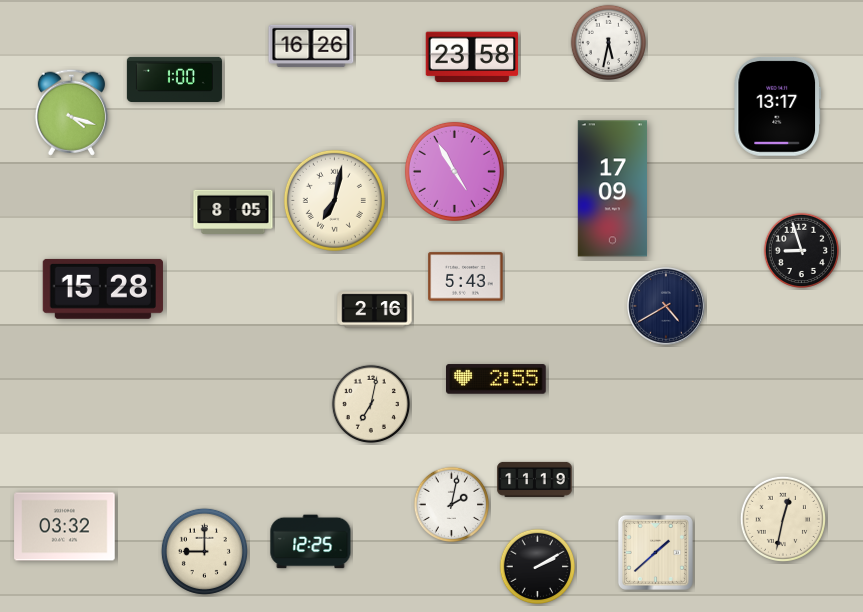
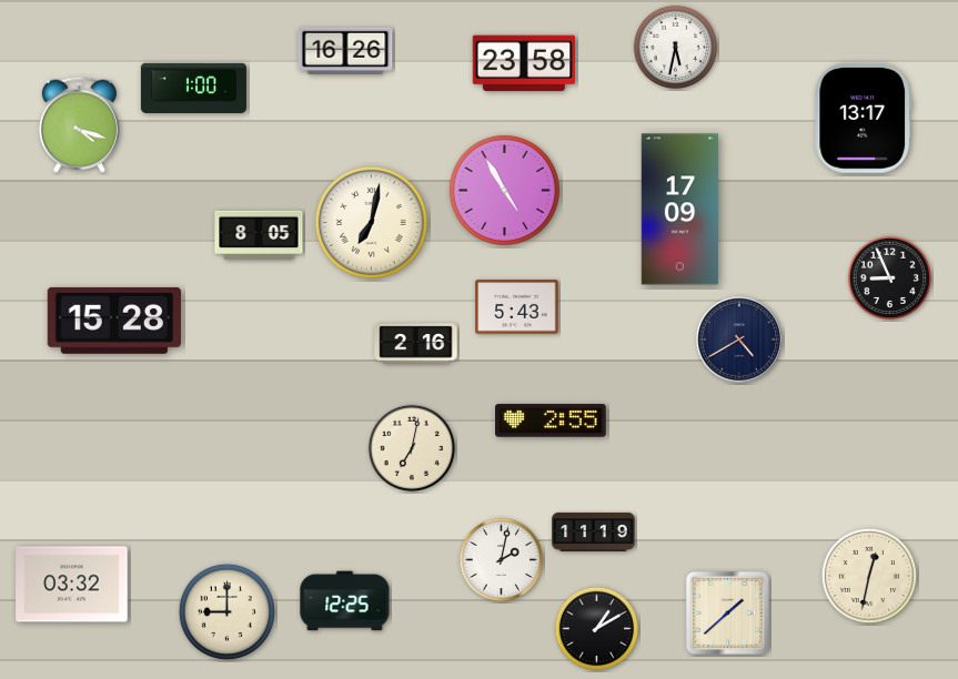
clock at (802, 251): 8:57 -> 8:56
clock at (538, 567): 2:10 -> 1:10
